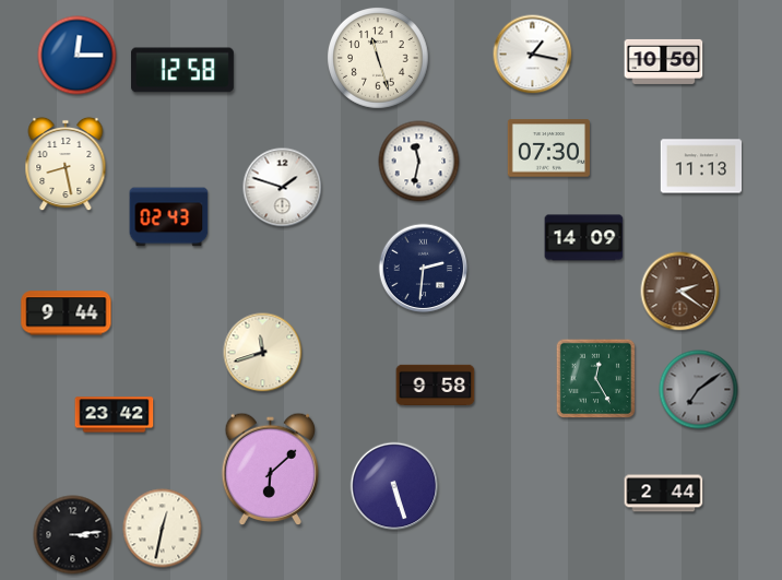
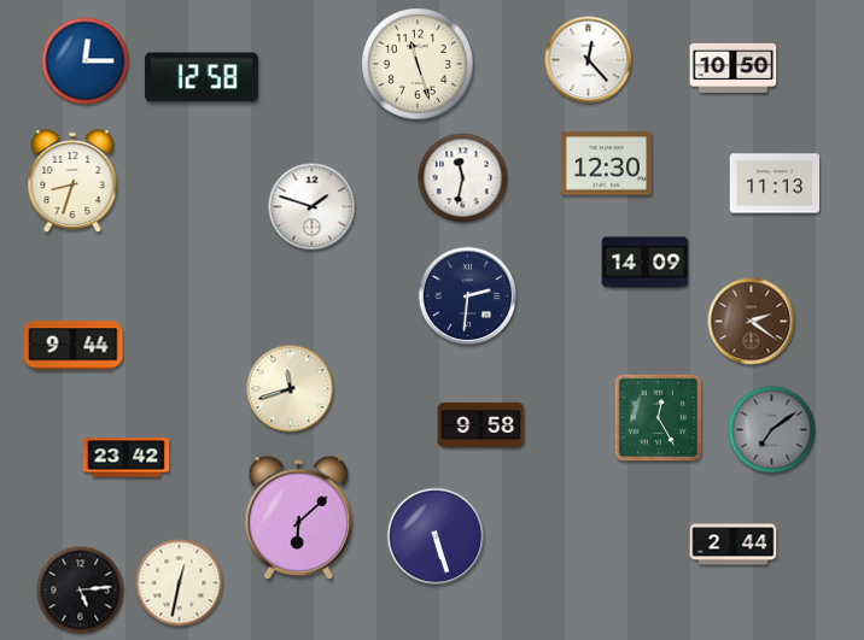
clock at (533, 55): 1:17 -> 12:23
clock at (548, 149): 07:30 -> 12:30
clock at (66, 164): 8:28 -> 8:33
clock at (169, 217): 02:43 -> none
clock at (73, 535): 3:14 -> 5:14
